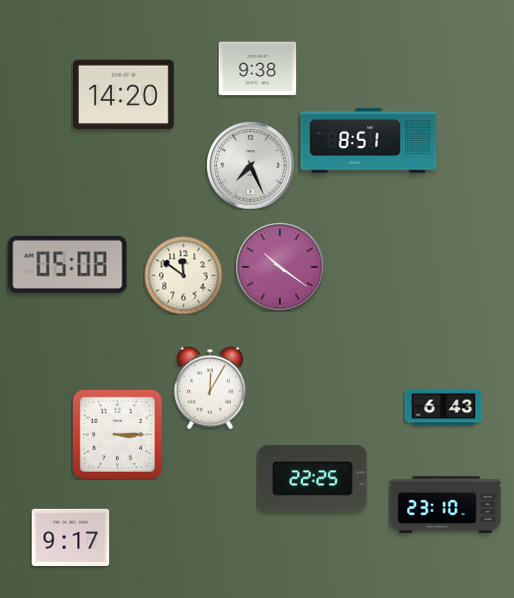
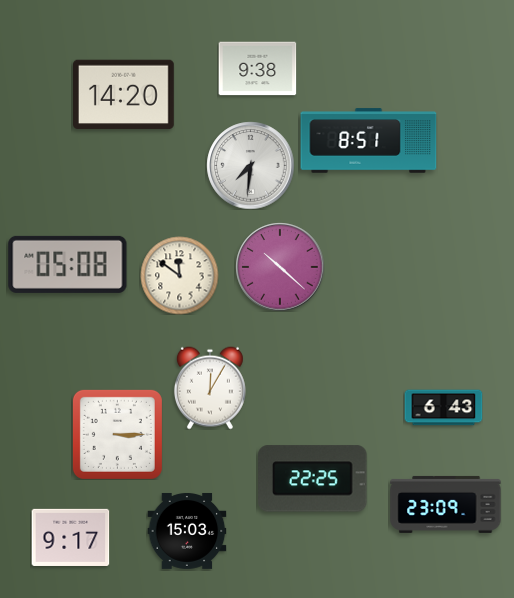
clock at (250, 165): 7:26 -> 7:31
clock at (280, 267): 10:21 -> 10:22
clock at (183, 275) position: (183, 275) -> (179, 275)
clock at (446, 504): 23:10 -> 23:09
clock at (187, 531): none -> 15:03
